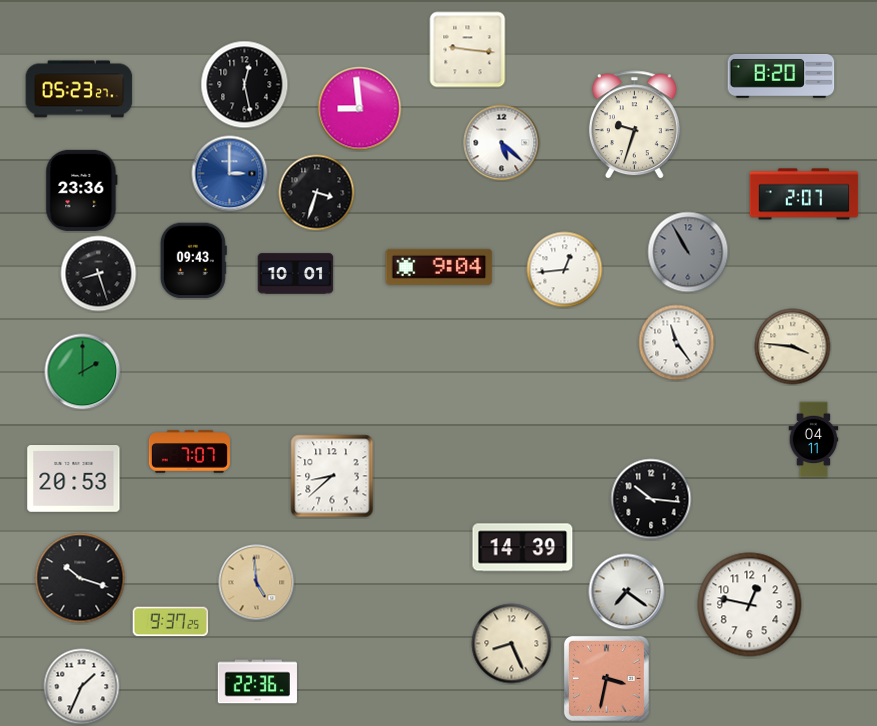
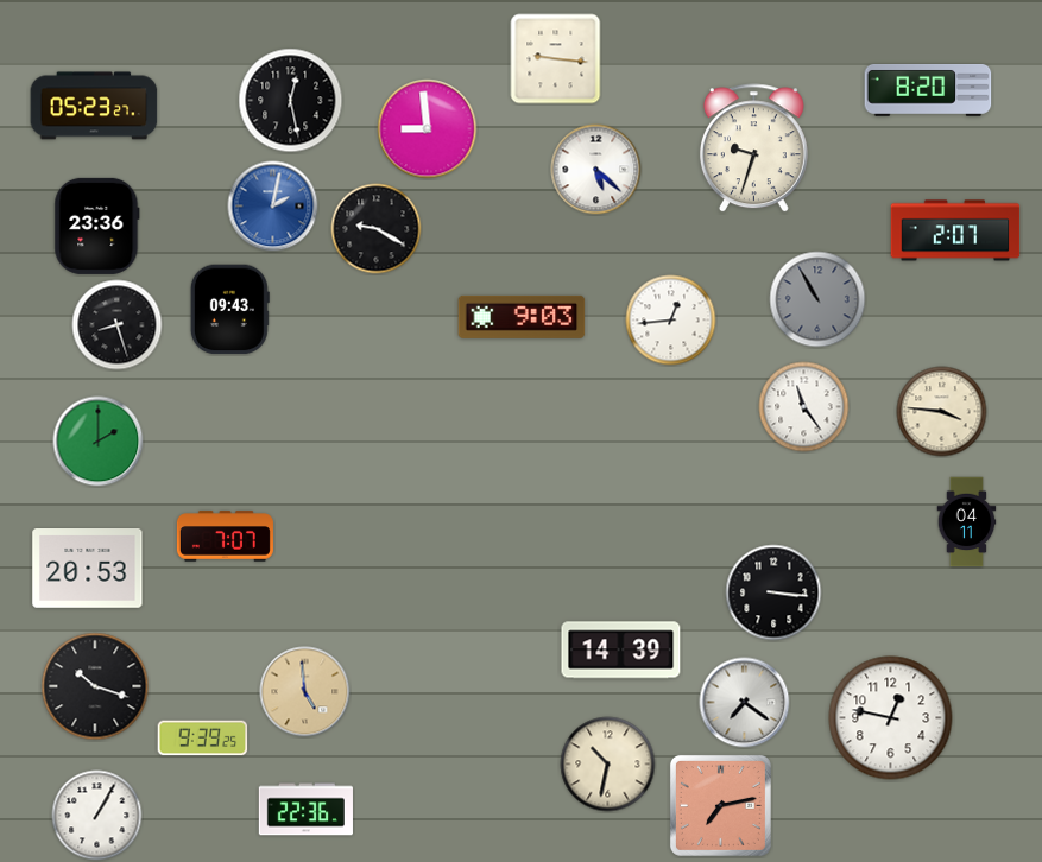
clock at (230, 174): 3:00 -> 2:02
clock at (317, 193): 3:33 -> 9:20
clock at (439, 267): 9:04 -> 9:03
clock at (296, 274): 10:01 -> none
clock at (332, 476): 8:38 -> none
clock at (651, 499): 10:16 -> 3:16
clock at (171, 622): 9:37 -> 9:39
clock at (512, 644): 8:26 -> 10:32
clock at (606, 678): 3:32 -> 7:13
clock at (82, 687): 1:34 -> 1:05
